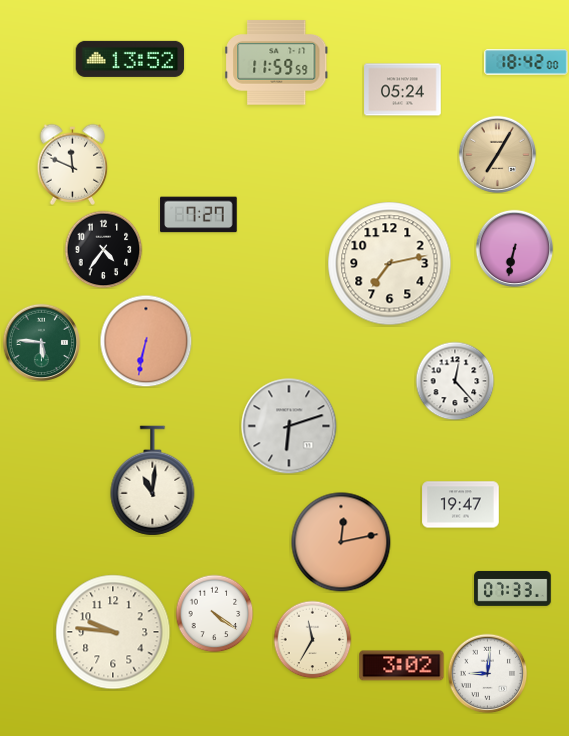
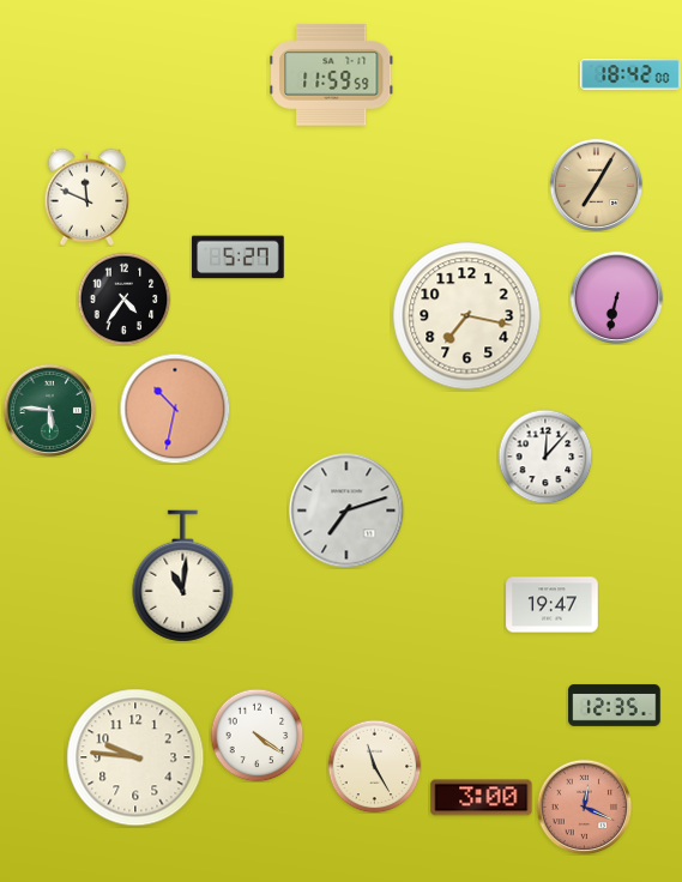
clock at (130, 59): 13:52 -> none
clock at (403, 90): 05:24 -> none
clock at (199, 215): 7:27 -> 5:27
clock at (390, 264): 7:13 -> 7:17
clock at (146, 341): 6:32 -> 10:32
clock at (455, 381): 12:23 -> 12:07
clock at (289, 426): 6:12 -> 7:12
clock at (341, 542): 12:13 -> none
clock at (513, 588): 07:33 -> 12:35
clock at (312, 639): 11:35 -> 11:25
clock at (402, 666): 3:02 -> 3:00
clock at (487, 673): 9:01 -> 12:19
clock at (487, 673) dial: white -> salmon
